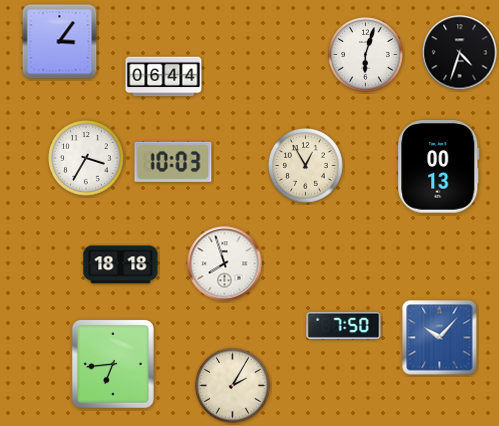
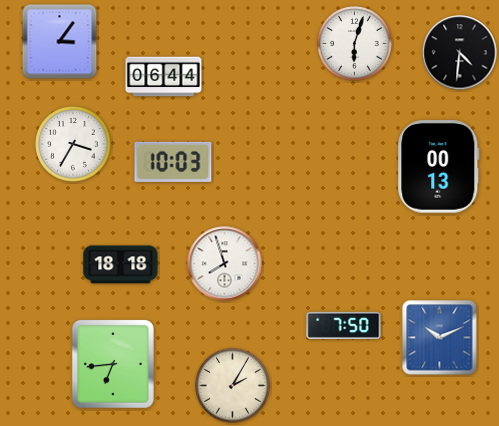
clock at (460, 53): 4:33 -> 4:31
clock at (366, 55) position: (366, 55) -> (355, 44)
clock at (86, 158) position: (86, 158) -> (73, 144)
clock at (306, 166): 12:55 -> none
clock at (440, 338): 10:07 -> 10:11
